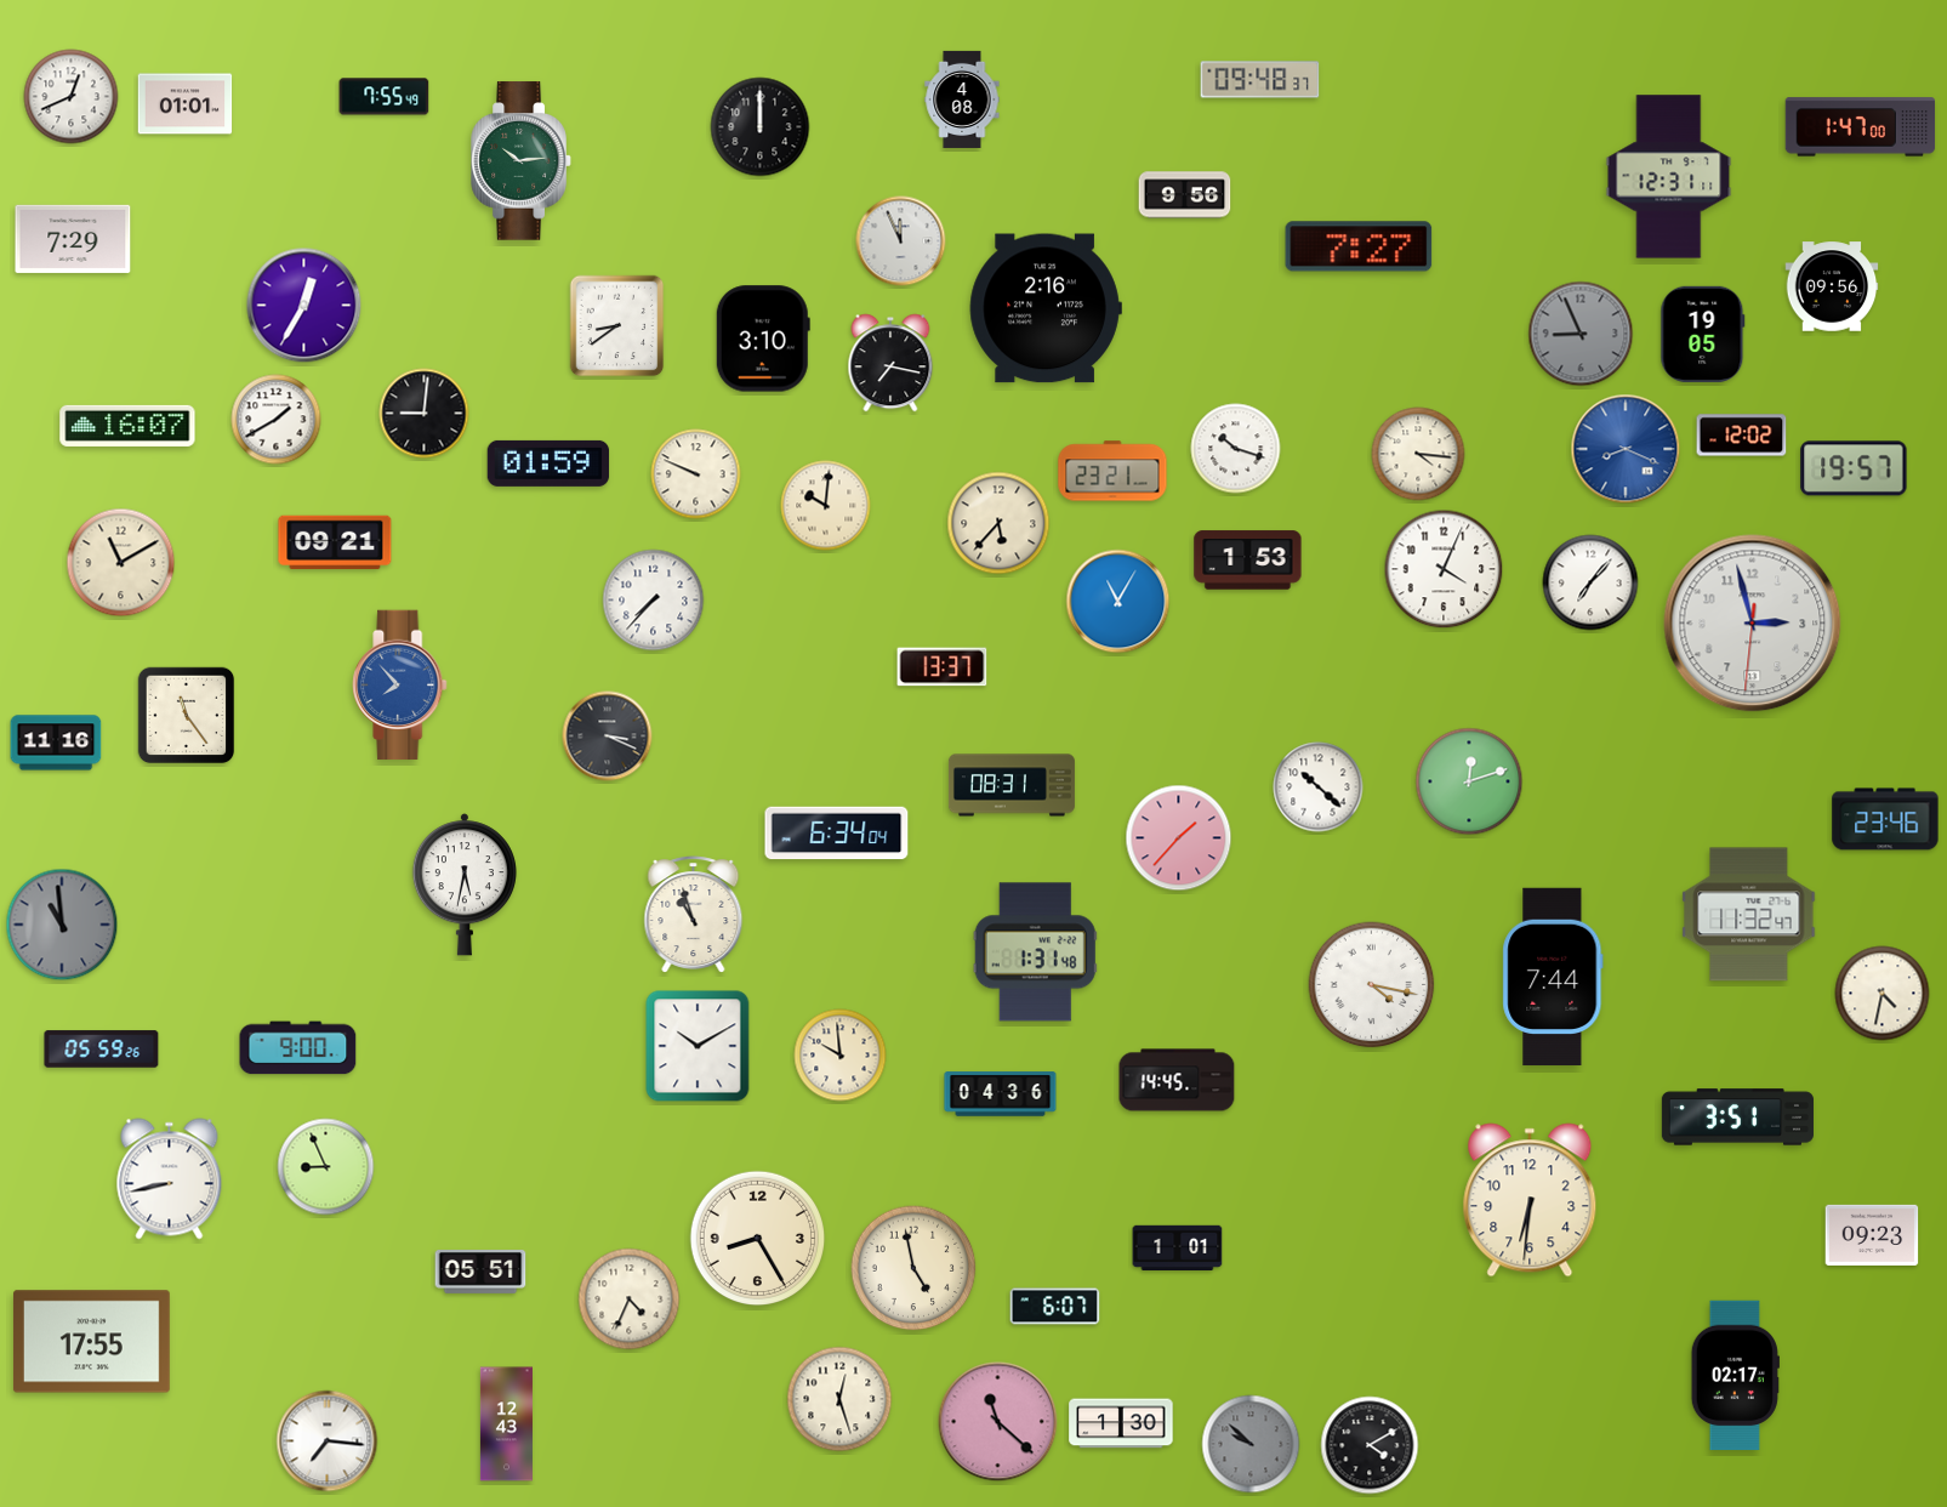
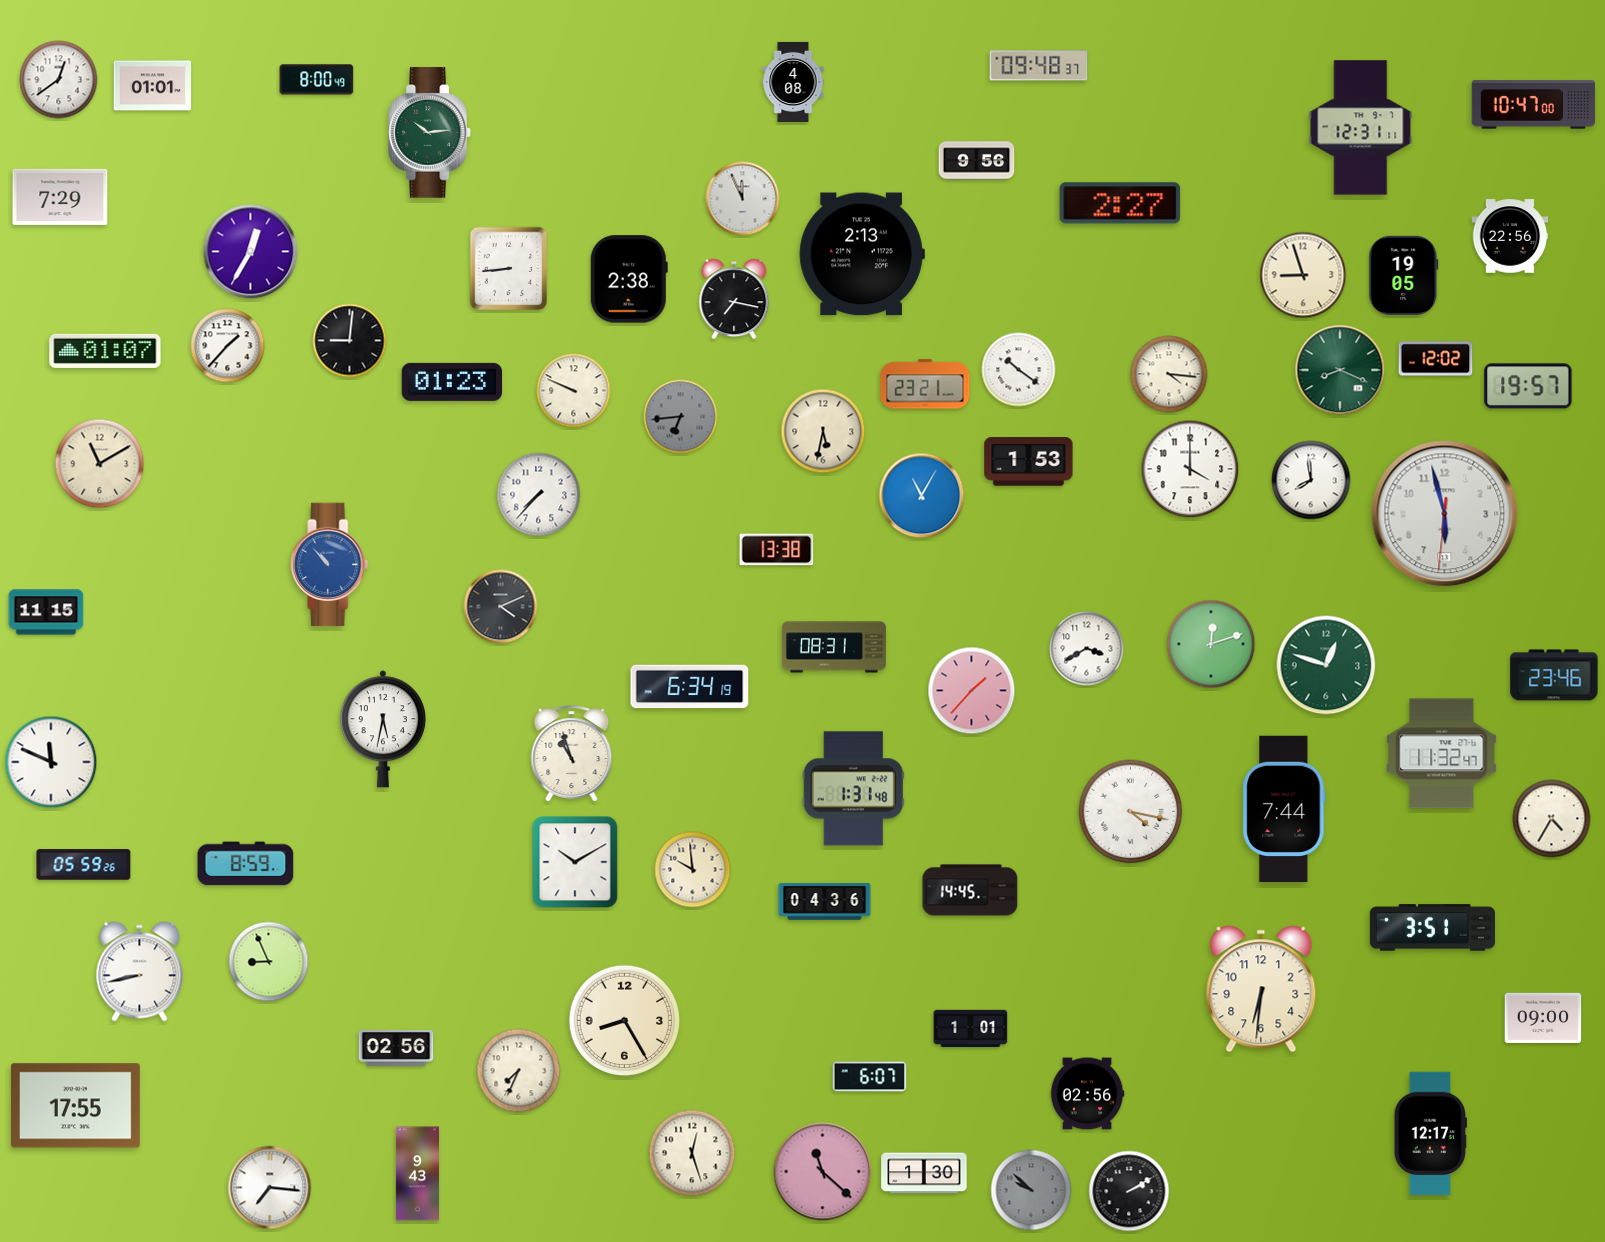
clock at (72, 97): 12:41 -> 12:39
clock at (385, 97): 7:55 -> 8:00
clock at (761, 127): 12:00 -> none
clock at (1861, 127): 1:47 -> 10:47
clock at (1669, 177) position: (1669, 177) -> (1361, 128)
clock at (1359, 246): 7:27 -> 2:27
clock at (1832, 286): 09:56 -> 22:56
clock at (1046, 308): 2:16 -> 2:13
clock at (617, 326): 8:39 -> 8:44
clock at (1581, 334): 8:56 -> 8:57
clock at (1581, 334) dial: grey -> cream
clock at (763, 339): 3:10 -> 2:38
clock at (277, 420): 1:40 -> 1:37
clock at (127, 426): 16:07 -> 01:07
clock at (1236, 449): 10:18 -> 10:21
clock at (1626, 449) dial: blue -> green
clock at (548, 464): 01:59 -> 01:23
clock at (1112, 471) position: (1112, 471) -> (925, 384)
clock at (826, 506): 10:01 -> 6:44
clock at (826, 506) dial: cream -> grey
clock at (998, 523): 5:37 -> 5:32
clock at (335, 542): 09:21 -> none
clock at (1444, 569): 4:04 -> 4:00
clock at (1590, 582): 7:07 -> 7:59
clock at (1753, 624): 2:57 -> 5:57
clock at (943, 667): 13:37 -> 13:38
clock at (400, 686): 7:53 -> 10:53
clock at (187, 716): 11:24 -> none
clock at (608, 737): 3:19 -> 4:11
clock at (56, 743): 11:16 -> 11:15
clock at (1319, 787): 10:22 -> 3:40
clock at (1326, 665): none -> 12:48
clock at (837, 834): 6:34:04 -> 6:34:19
clock at (62, 925): 10:59 -> 11:49
clock at (62, 925) dial: grey -> white
clock at (1035, 952) position: (1035, 952) -> (853, 789)
clock at (1553, 977) position: (1553, 977) -> (1284, 809)
clock at (1883, 994): 4:32 -> 4:35
clock at (298, 1048): 9:00 -> 8:59
clock at (1737, 1118) position: (1737, 1118) -> (1432, 928)
clock at (1872, 1235): 09:23 -> 09:00
clock at (913, 1268): 4:58 -> none
clock at (480, 1273): 05:51 -> 02:56
clock at (630, 1300): 4:34 -> 7:34
clock at (1087, 1094): none -> 02:56
clock at (1735, 1376): 02:17 -> 12:17
clock at (506, 1424): 12:43 -> 9:43
clock at (1370, 1445): 4:10 -> 2:10
